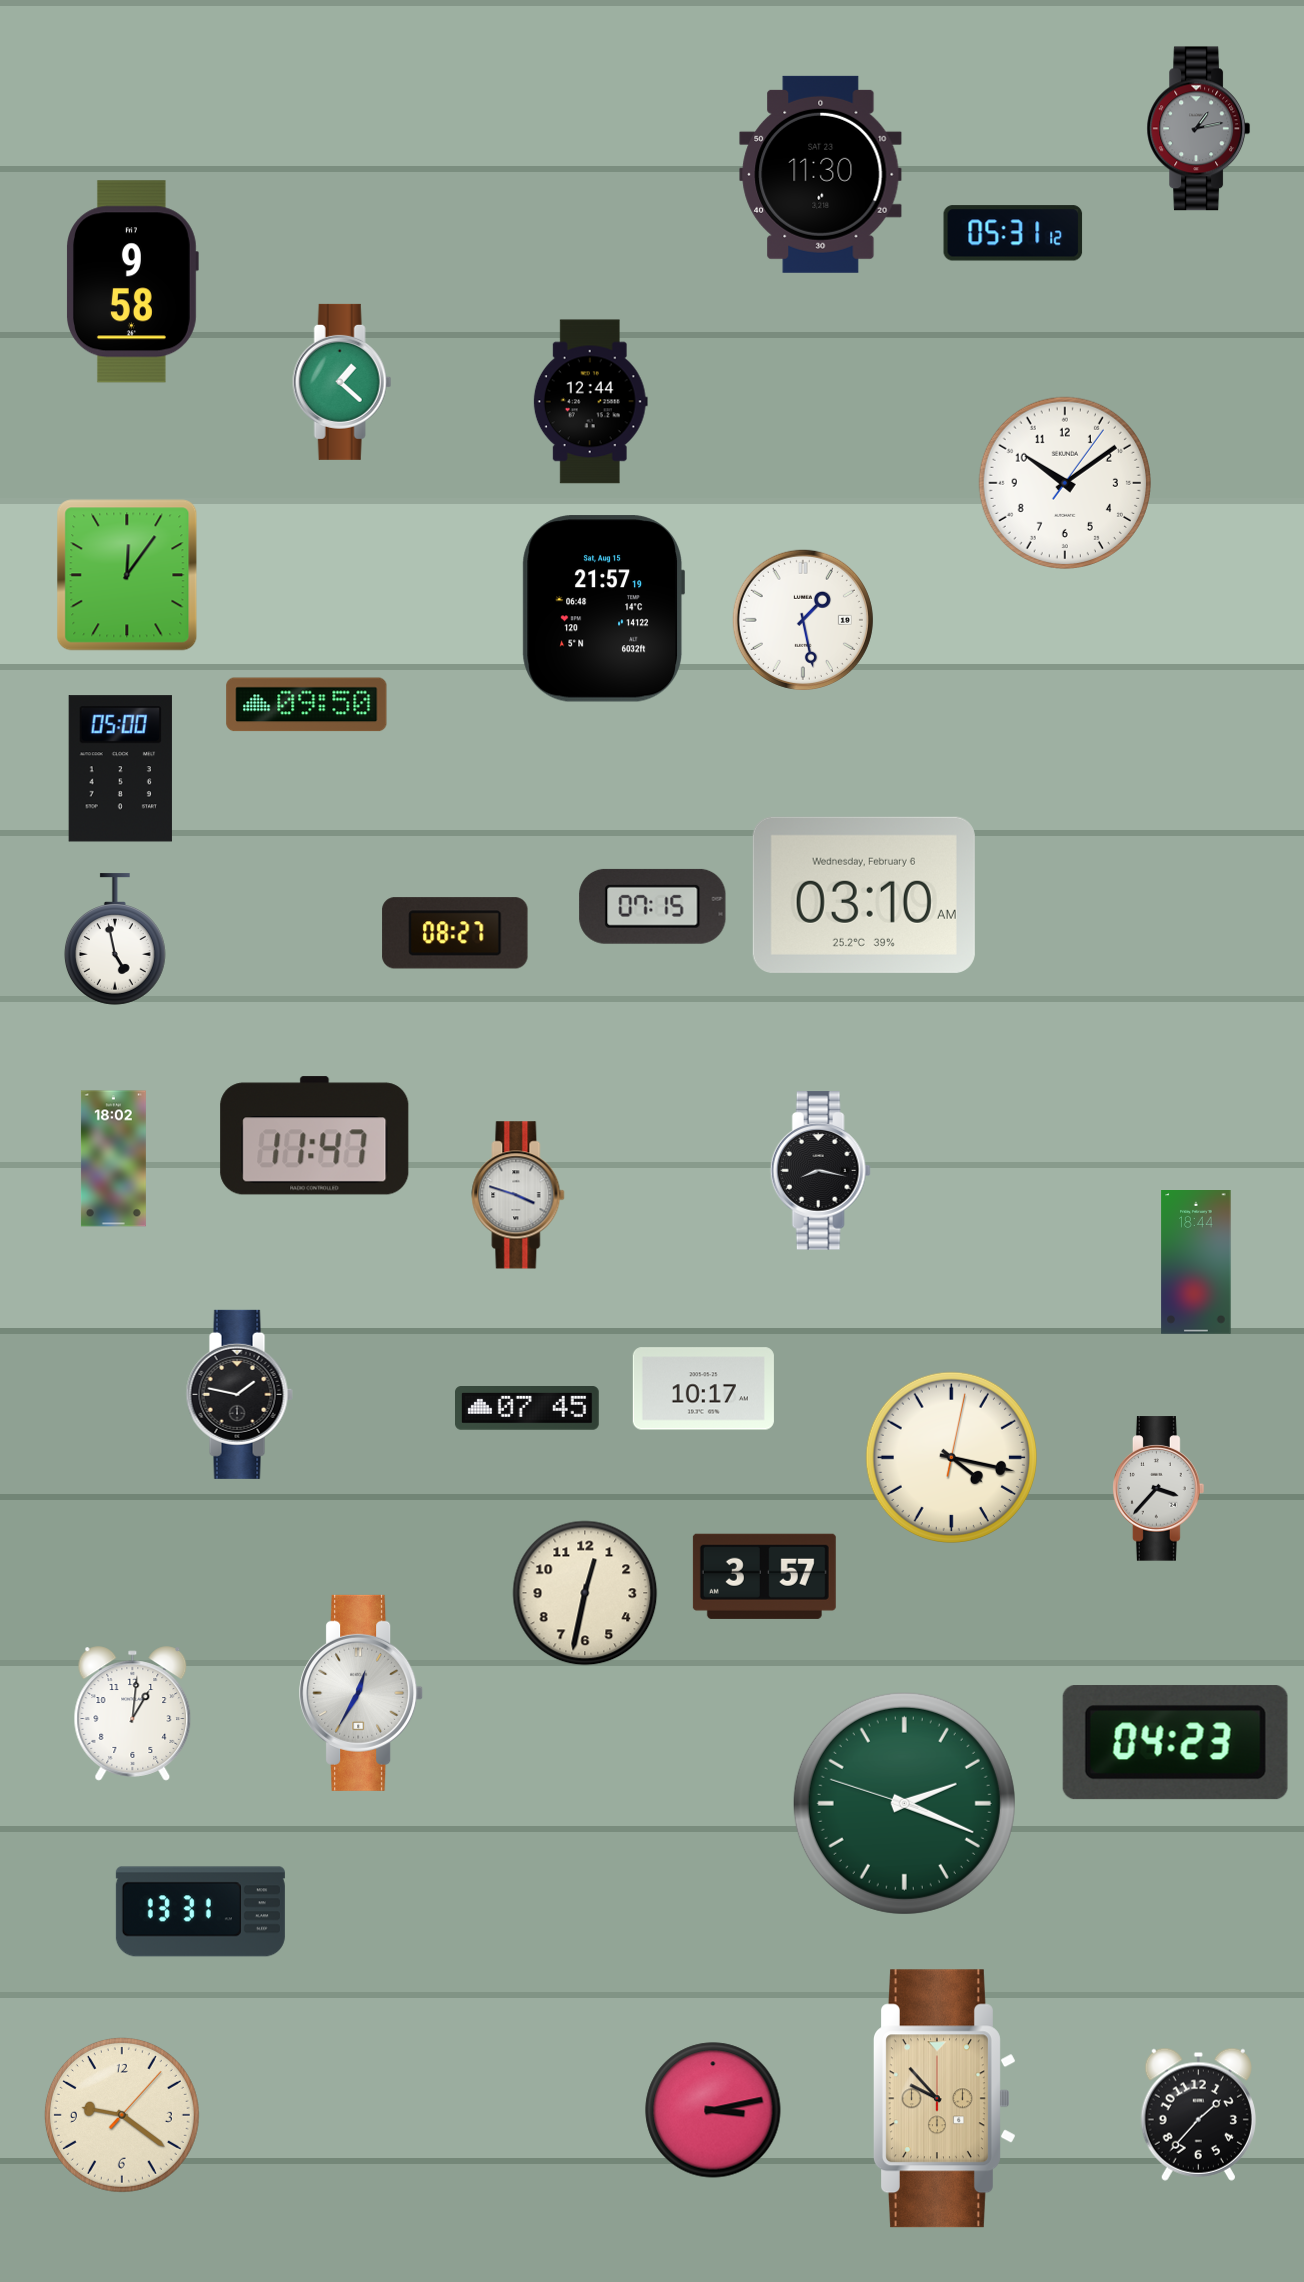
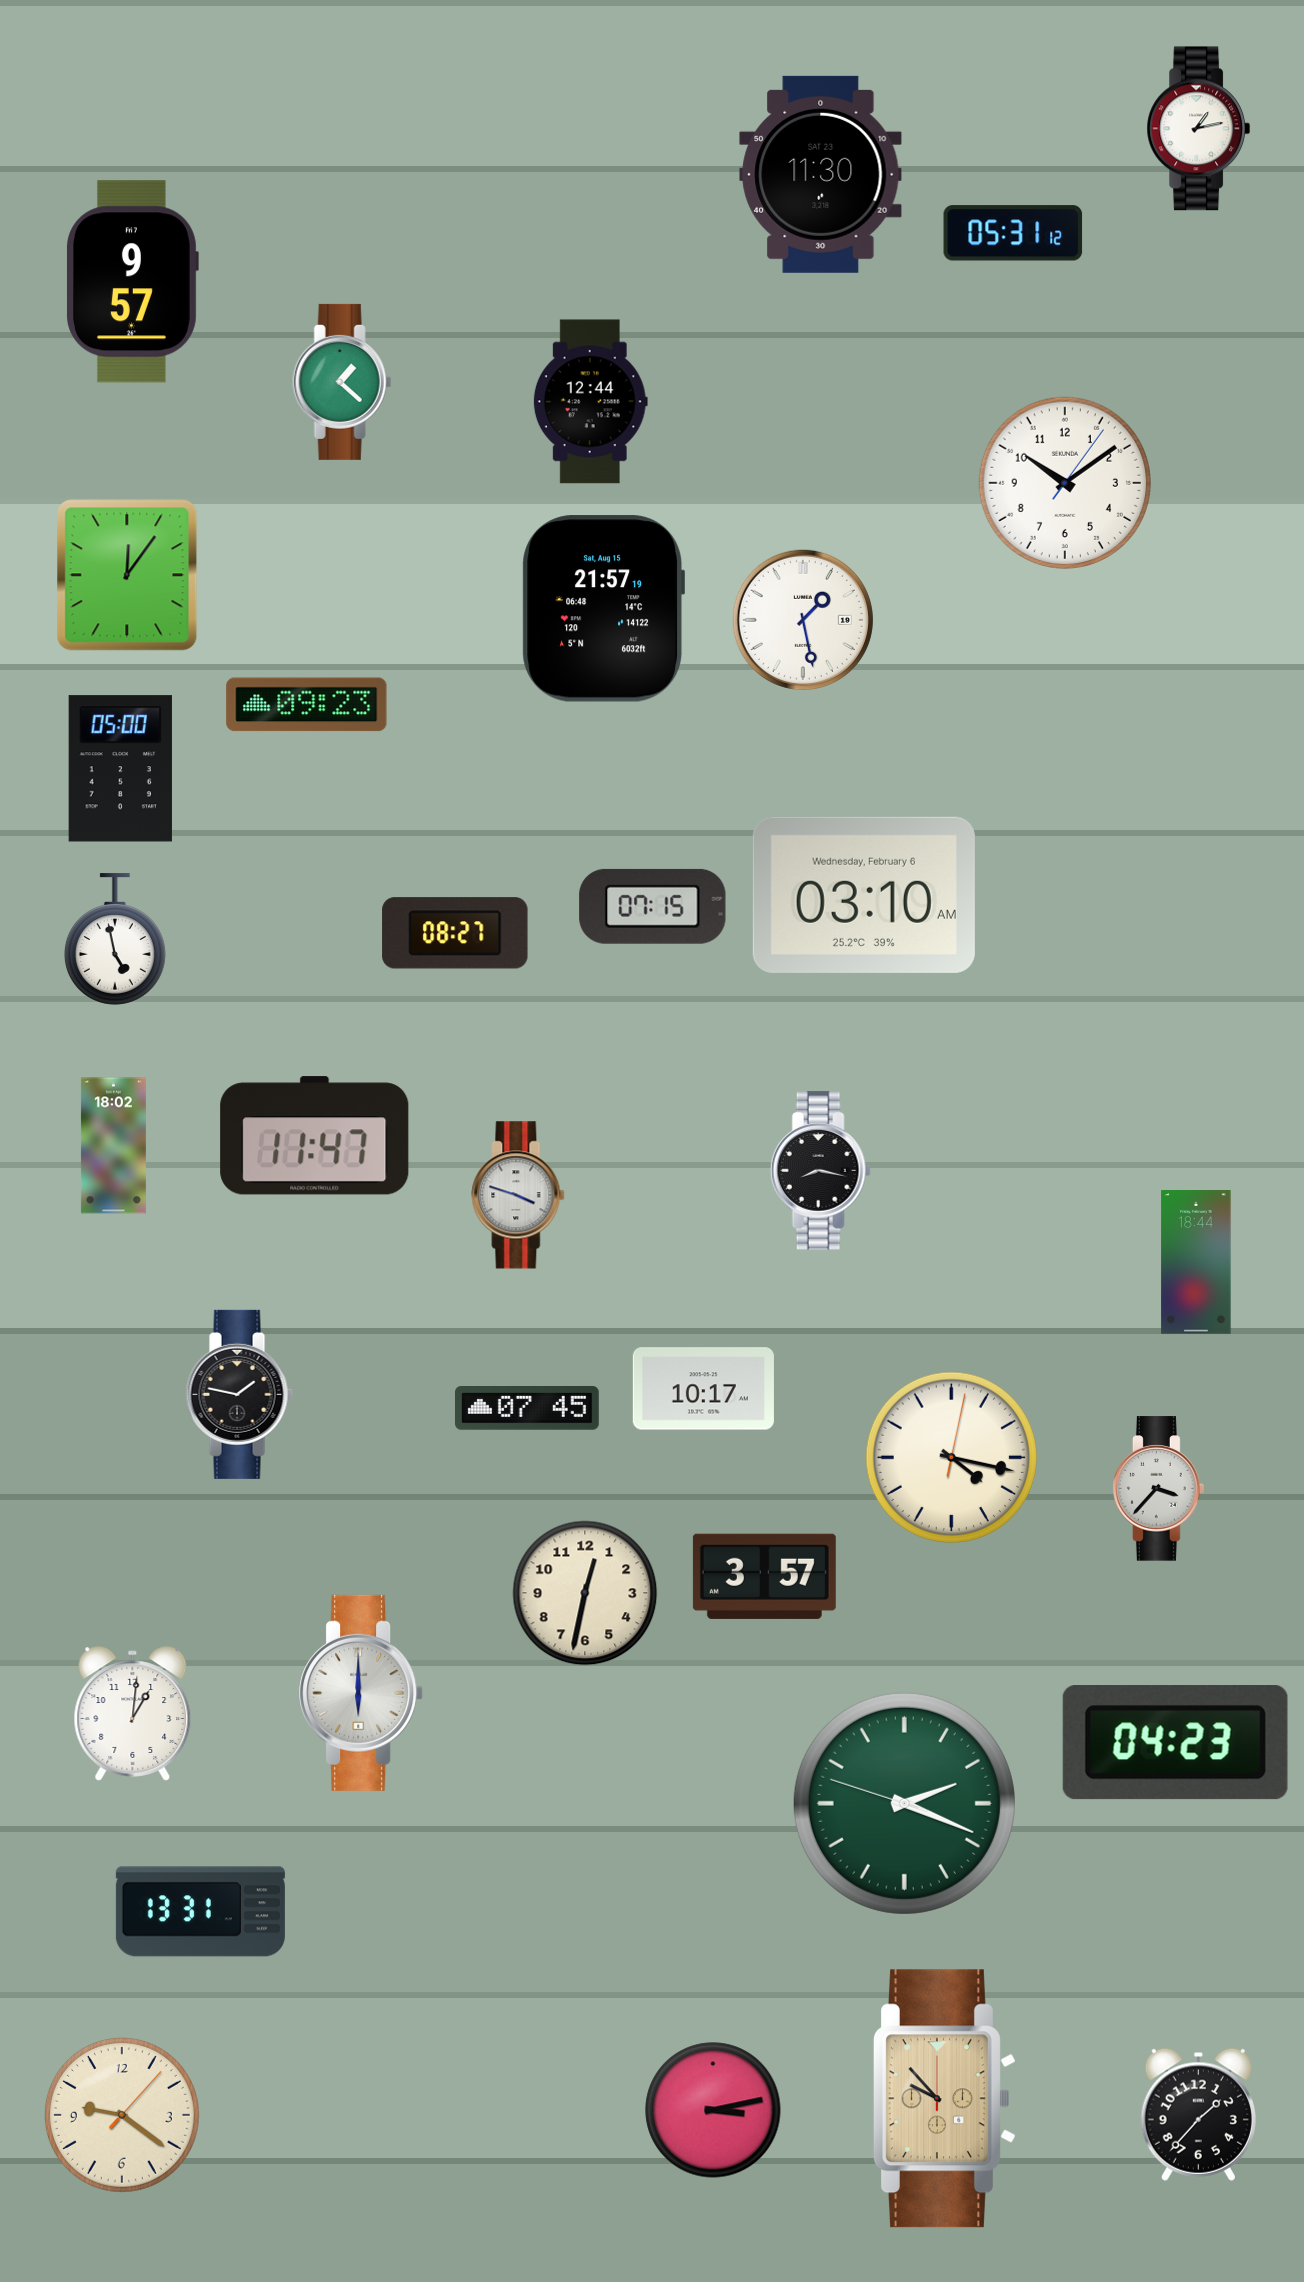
clock at (1199, 129) dial: grey -> white
clock at (133, 282): 9:58 -> 9:57
clock at (307, 705): 09:50 -> 09:23
clock at (113, 1159) position: (113, 1159) -> (113, 1146)
clock at (362, 1693): 12:35 -> 6:00
